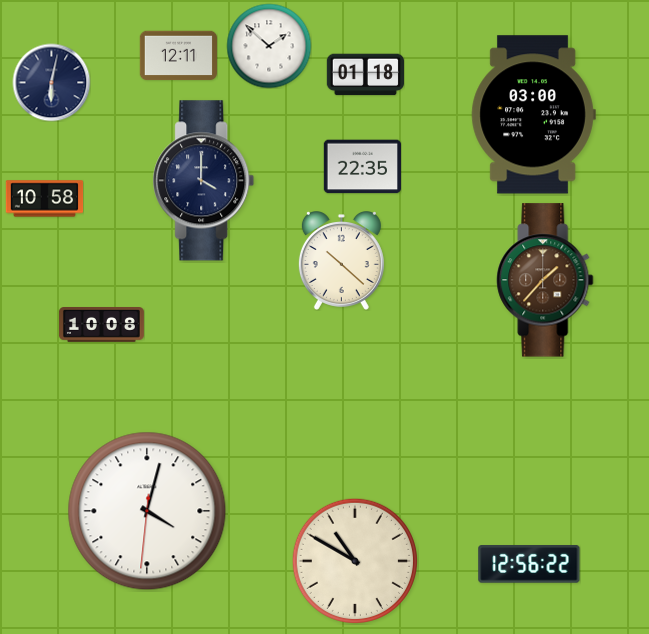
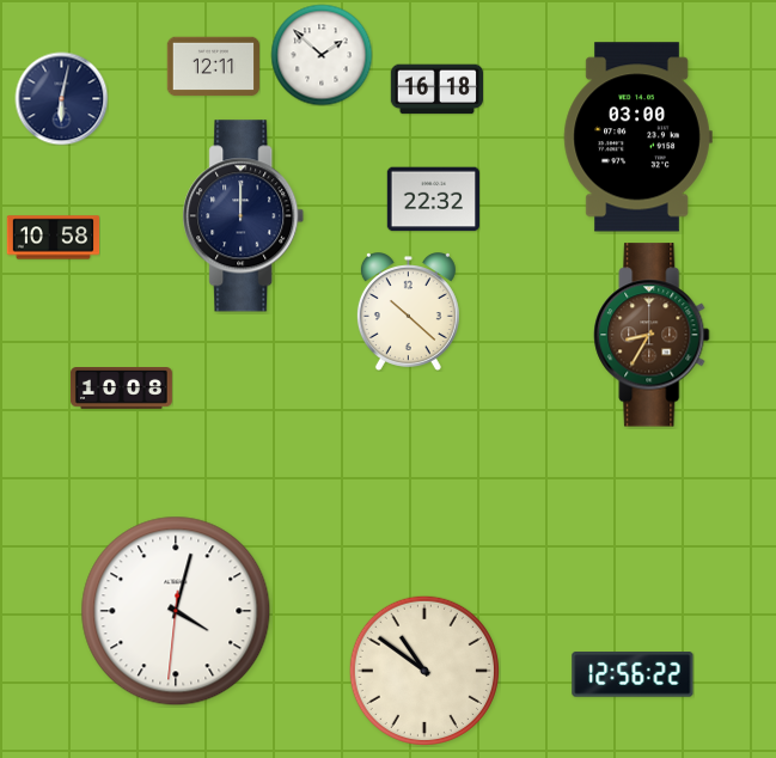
clock at (365, 75): 01:18 -> 16:18
clock at (362, 167): 22:35 -> 22:32
clock at (204, 181): 4:00 -> 12:00
clock at (545, 280): 1:37 -> 8:35
clock at (355, 561): 10:50 -> 10:51
